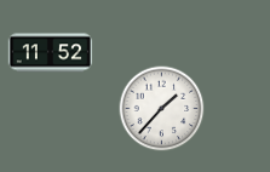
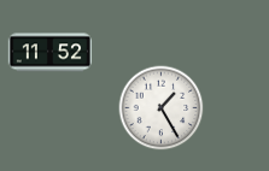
clock at (162, 109): 1:37 -> 1:25
